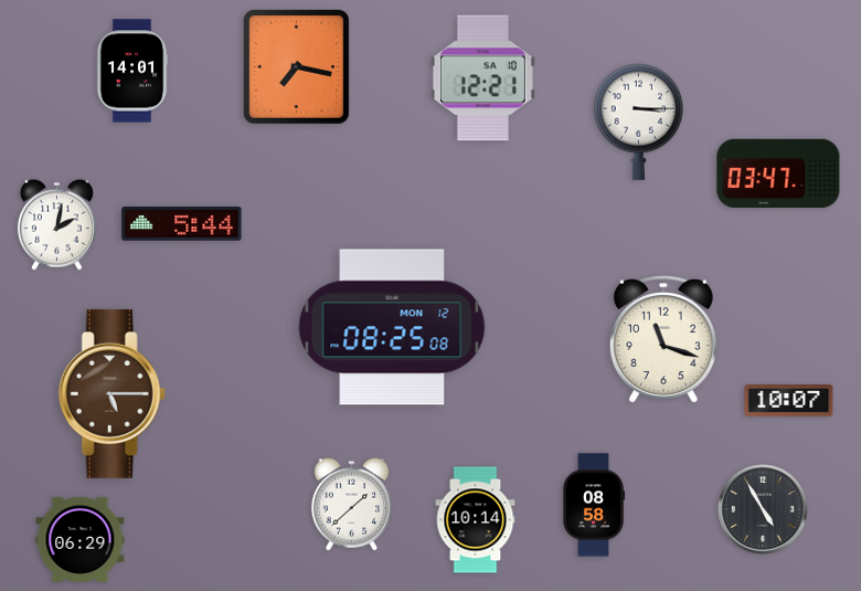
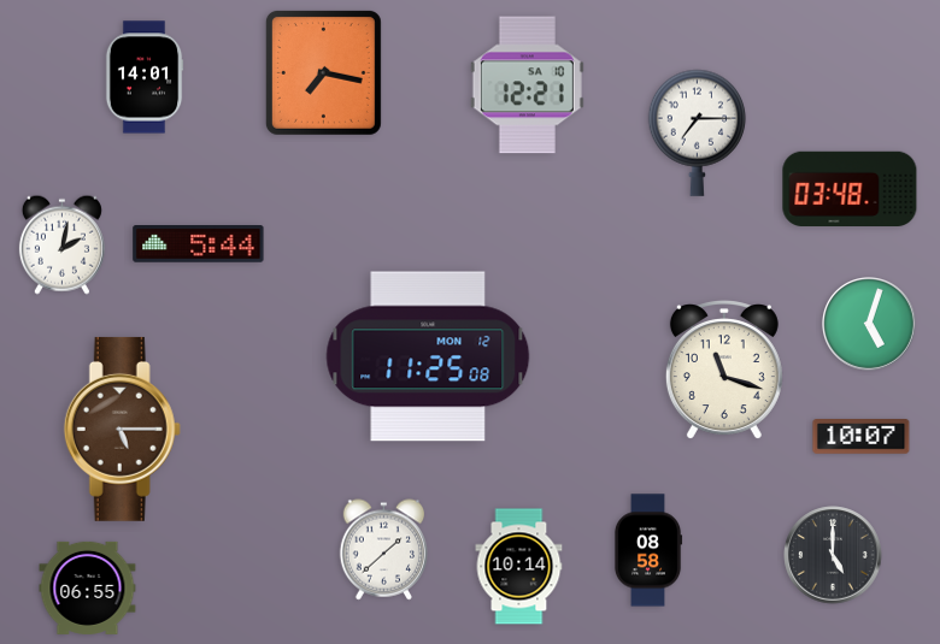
clock at (639, 122): 3:15 -> 7:15
clock at (778, 172): 03:47 -> 03:48
clock at (870, 325): none -> 5:03
clock at (392, 327): 08:25 -> 11:25
clock at (763, 509): 4:55 -> 5:00
clock at (81, 539): 06:29 -> 06:55
